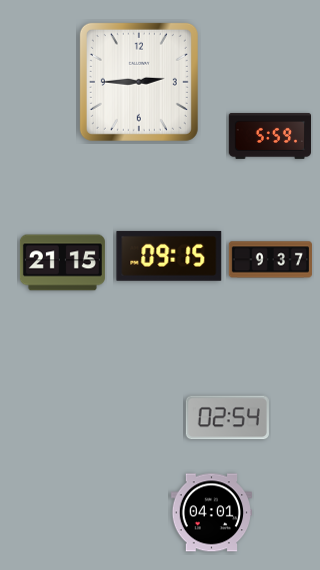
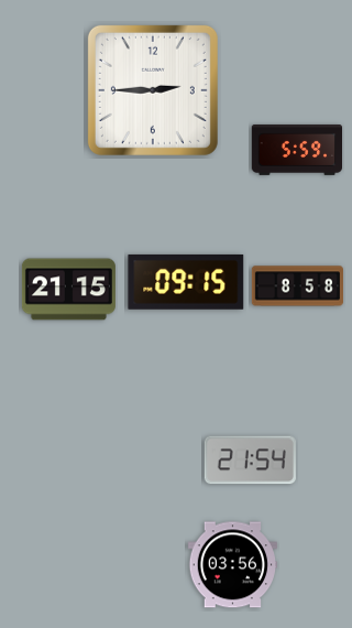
clock at (270, 260): 9:37 -> 8:58
clock at (227, 418): 02:54 -> 21:54
clock at (212, 513): 04:01 -> 03:56
